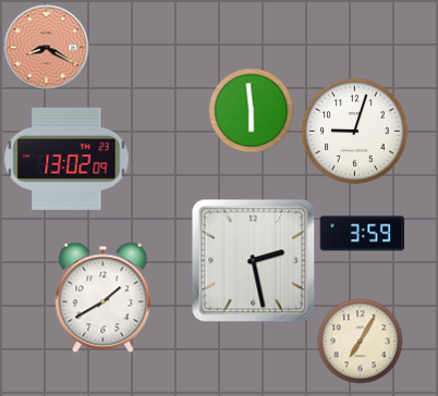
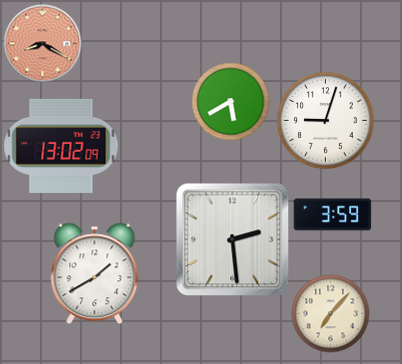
clock at (251, 110): 5:59 -> 5:40
clock at (253, 260): 2:28 -> 2:29
clock at (360, 341): 7:05 -> 7:07
